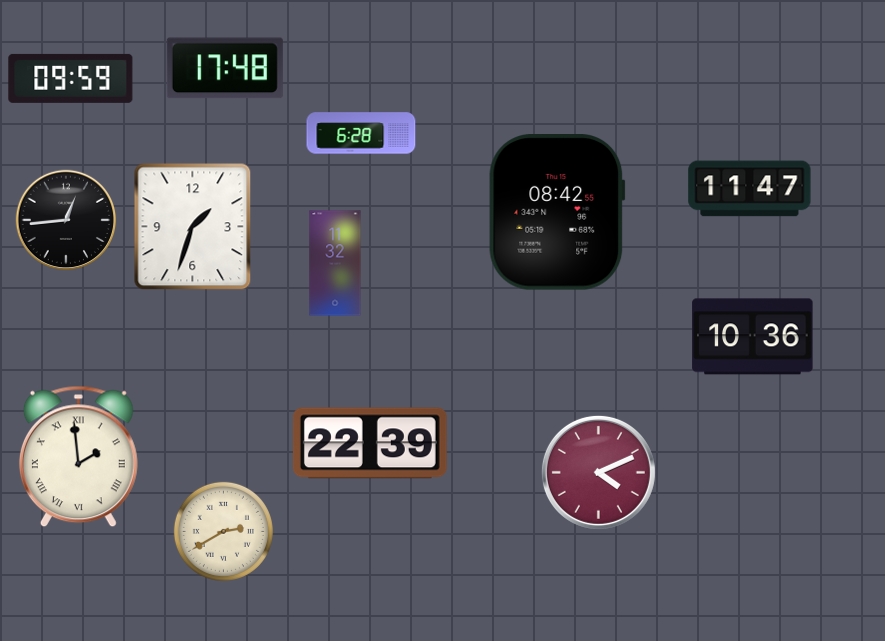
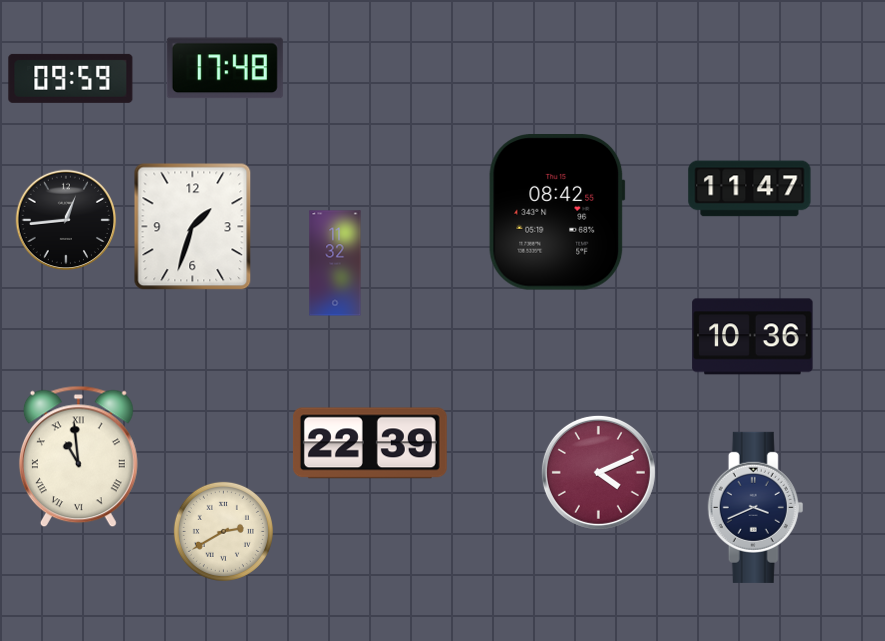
clock at (361, 133): 6:28 -> none
clock at (78, 457): 1:59 -> 10:59
clock at (756, 507): none -> 3:41
